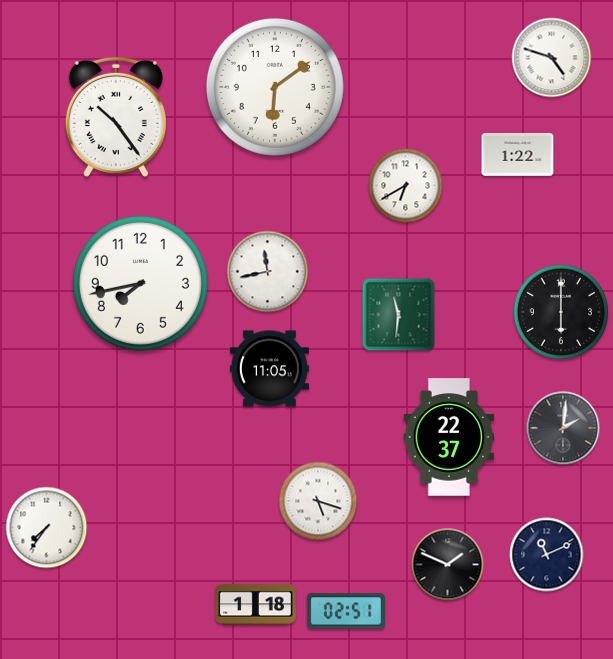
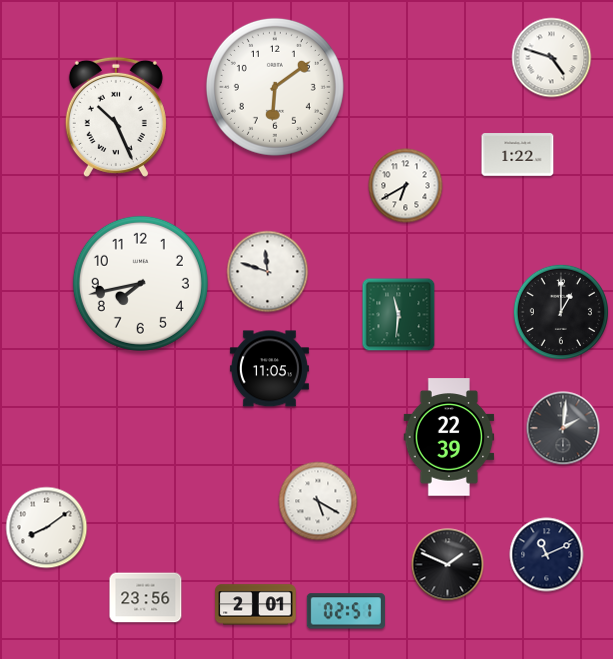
clock at (116, 117): 10:24 -> 10:26
clock at (268, 272): 11:43 -> 11:48
clock at (561, 312): 6:00 -> 1:00
clock at (449, 437): 22:37 -> 22:39
clock at (318, 501): 5:18 -> 5:20
clock at (47, 528): 7:36 -> 8:09
clock at (146, 598): none -> 23:56
clock at (256, 605): 1:18 -> 2:01
